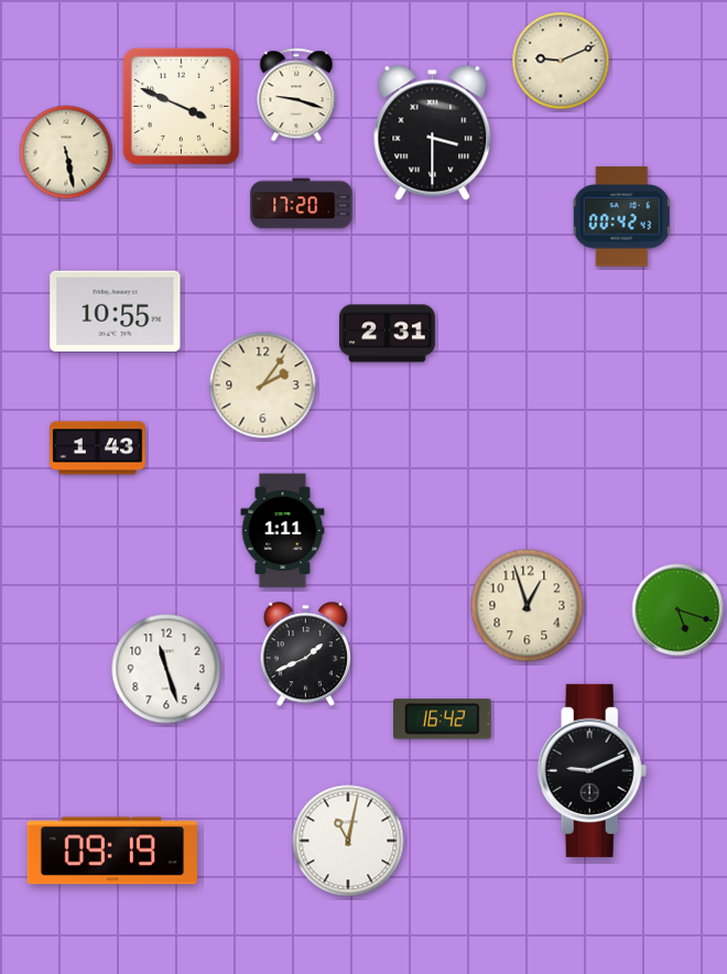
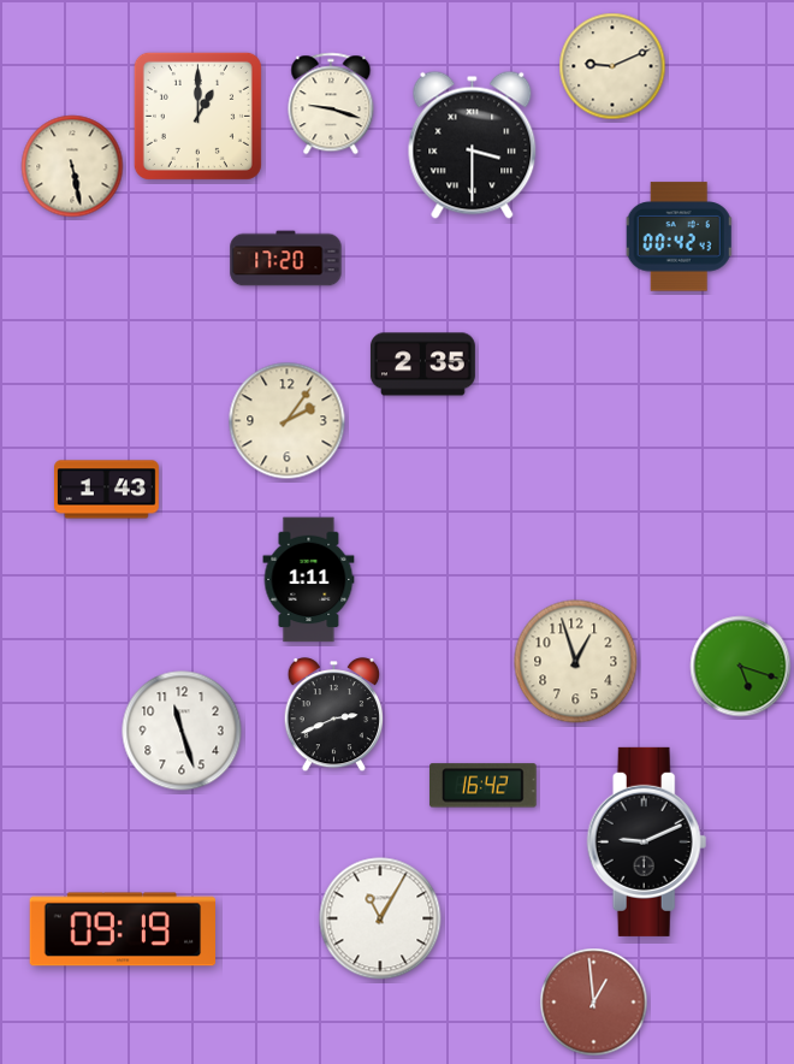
clock at (296, 95) position: (296, 95) -> (331, 104)
clock at (181, 106): 3:49 -> 1:00
clock at (302, 204) position: (302, 204) -> (286, 259)
clock at (116, 312): 10:55 -> none
clock at (387, 334): 2:31 -> 2:35
clock at (306, 656): 1:41 -> 2:41
clock at (348, 841): 11:02 -> 11:05
clock at (594, 1003): none -> 12:59
